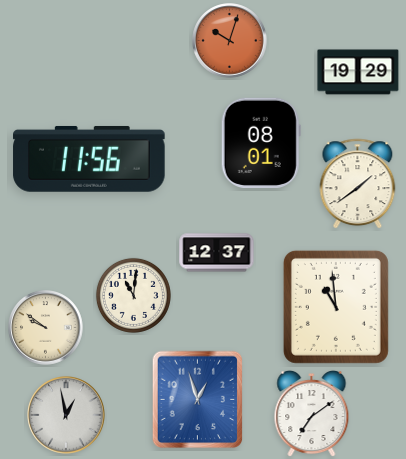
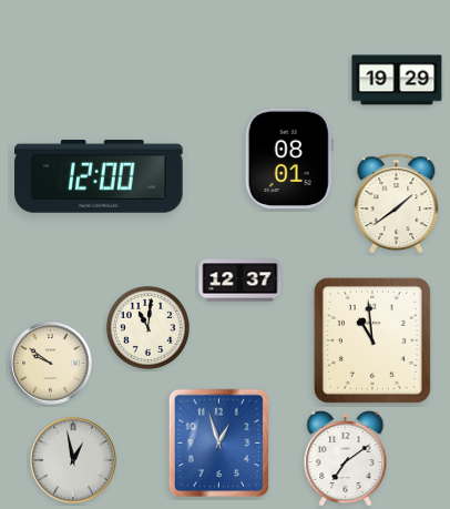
clock at (230, 41): 10:03 -> none
clock at (89, 159): 11:56 -> 12:00
